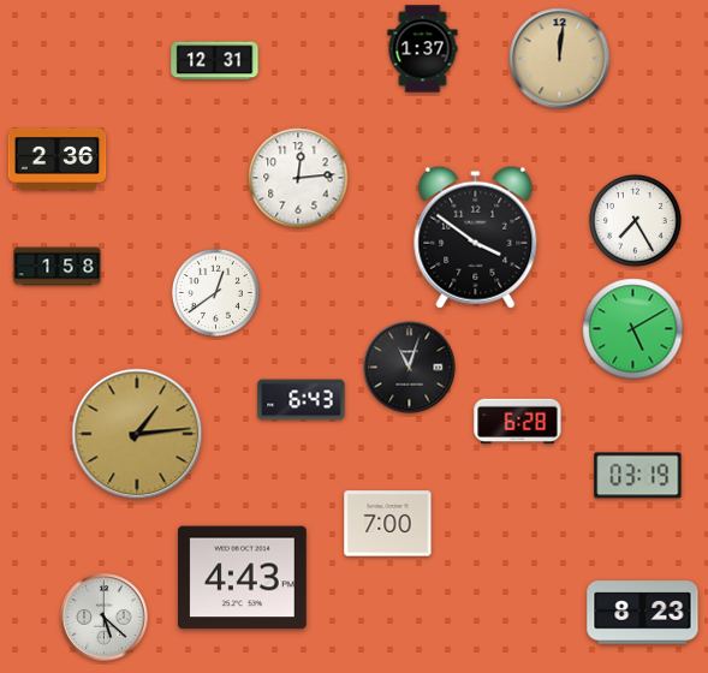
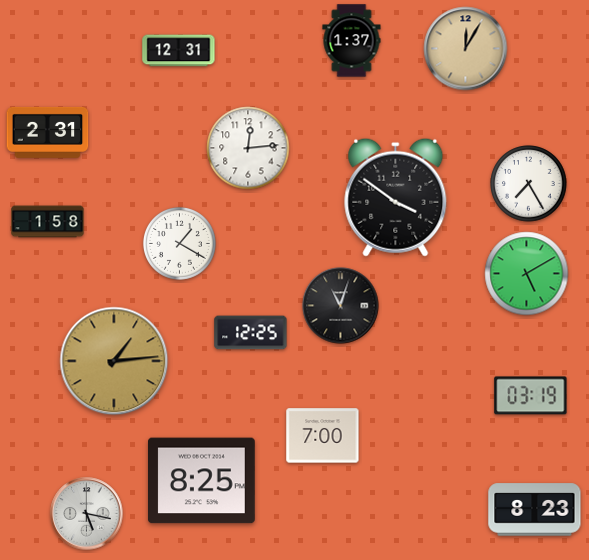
clock at (560, 59): 12:01 -> 12:05
clock at (58, 159): 2:36 -> 2:31
clock at (215, 292): 12:39 -> 1:20
clock at (302, 400): 6:43 -> 12:25
clock at (518, 422): 6:28 -> none
clock at (243, 578): 4:43 -> 8:25
clock at (105, 618): 5:22 -> 5:17
